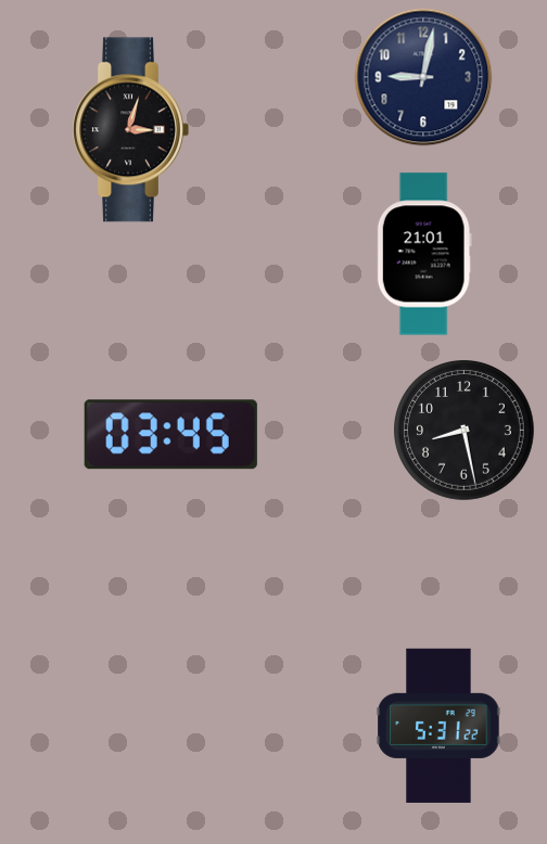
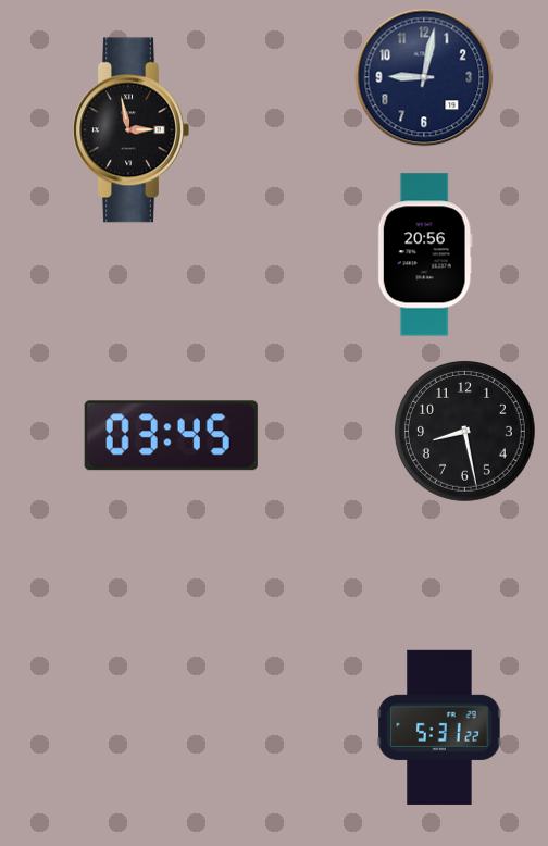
clock at (130, 130): 3:03 -> 2:58
clock at (424, 254): 21:01 -> 20:56
